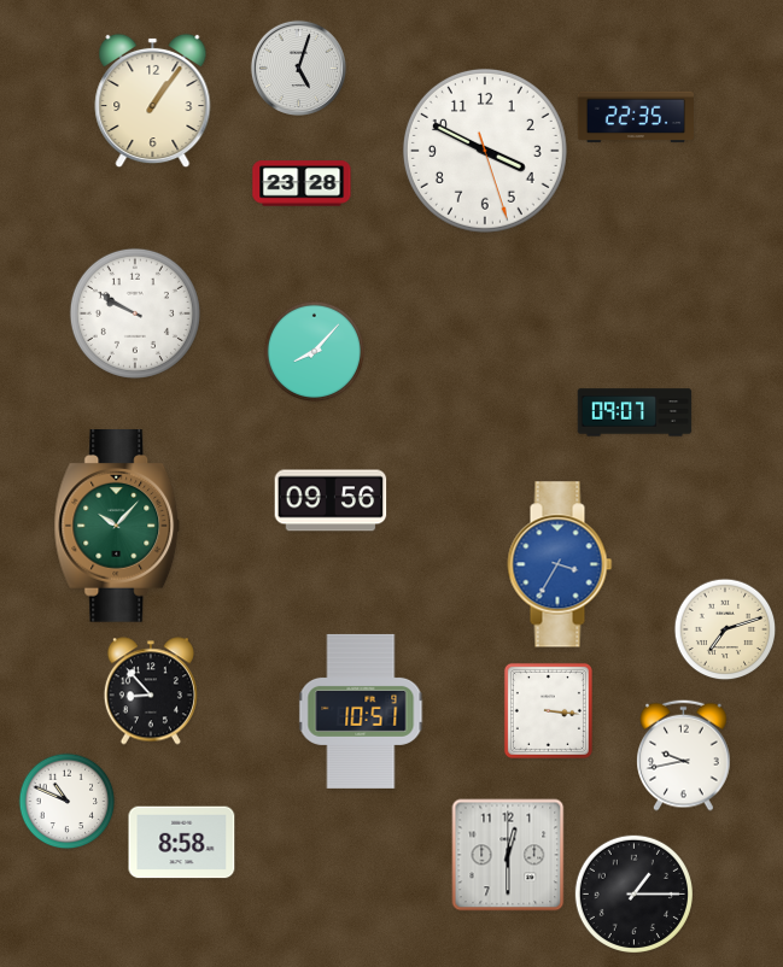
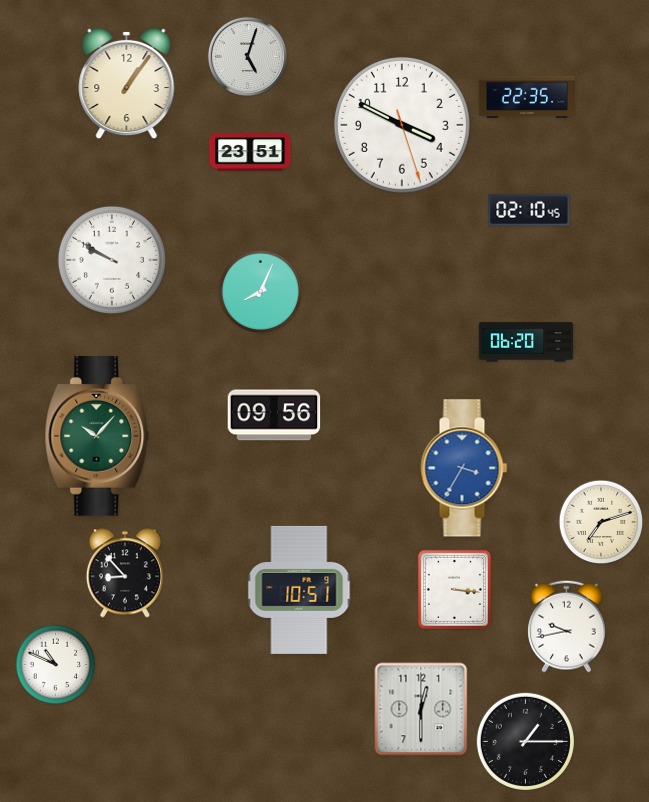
clock at (302, 183): 23:28 -> 23:51
clock at (529, 210): none -> 02:10
clock at (315, 352): 8:07 -> 8:04
clock at (635, 412): 09:07 -> 06:20
clock at (182, 843): 8:58 -> none
